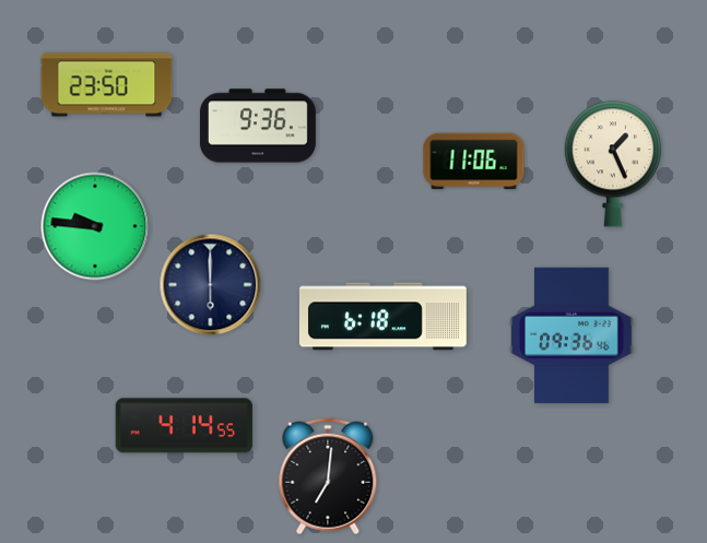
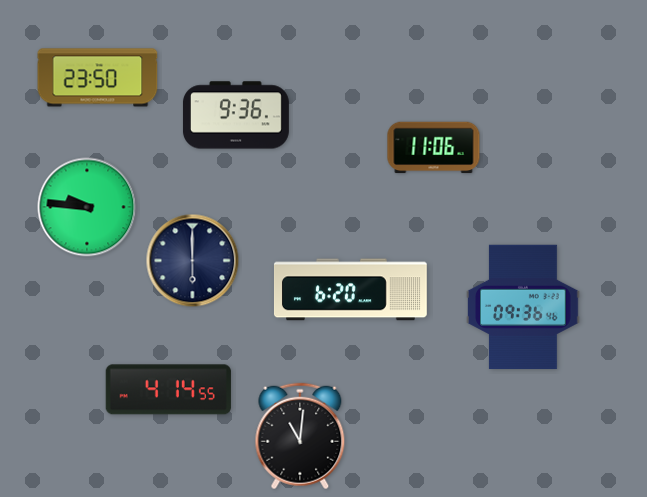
clock at (613, 164): 1:26 -> none
clock at (382, 317): 6:18 -> 6:20
clock at (328, 476): 7:01 -> 11:01
